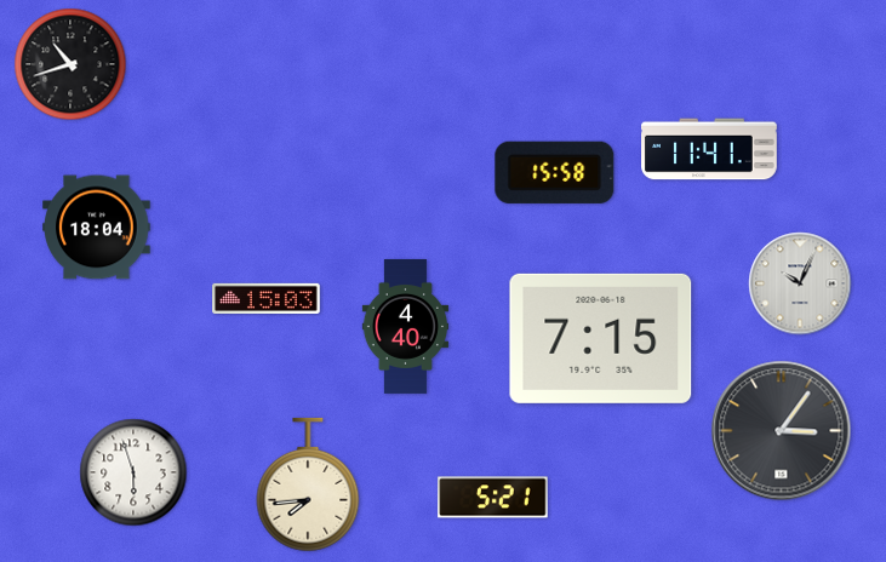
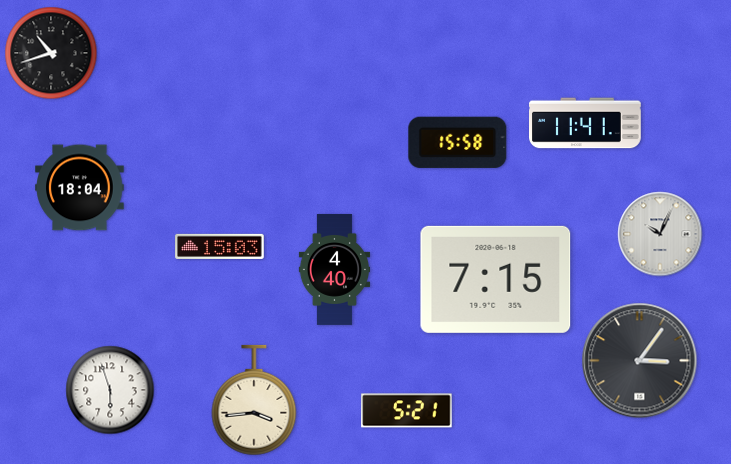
clock at (70, 64) position: (70, 64) -> (51, 53)
clock at (782, 431) position: (782, 431) -> (640, 361)
clock at (308, 484): 7:44 -> 3:44
